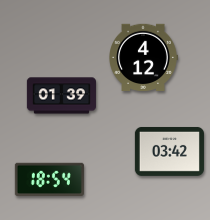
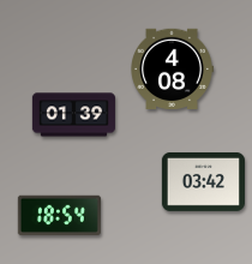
clock at (144, 57): 4:12 -> 4:08
